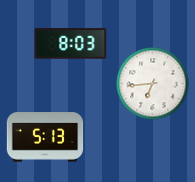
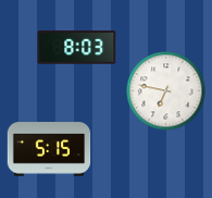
clock at (153, 84): 6:44 -> 6:47
clock at (45, 137): 5:13 -> 5:15
